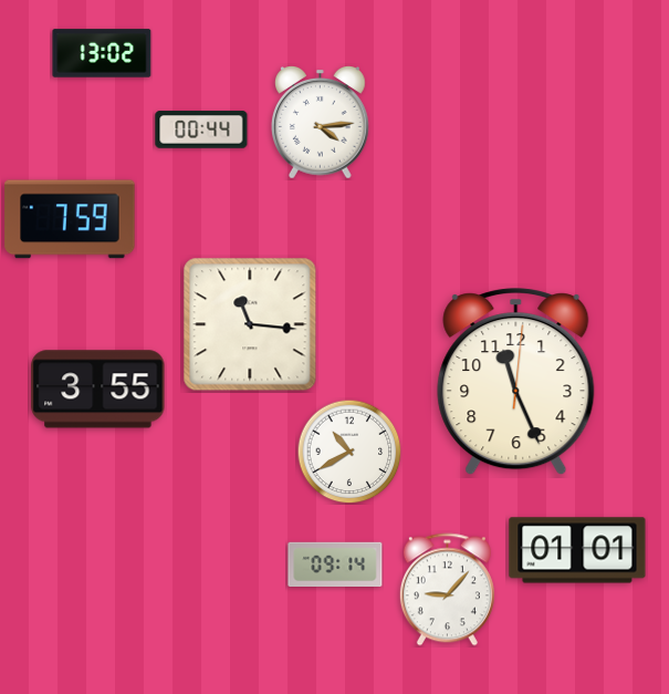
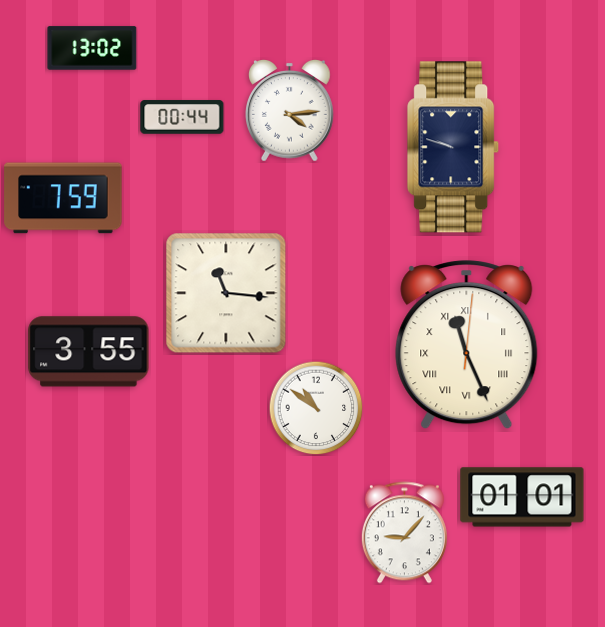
clock at (454, 147): none -> 9:48
clock at (516, 382) numerals: Arabic -> Roman
clock at (349, 452): 10:40 -> 10:51
clock at (335, 563): 09:14 -> none
